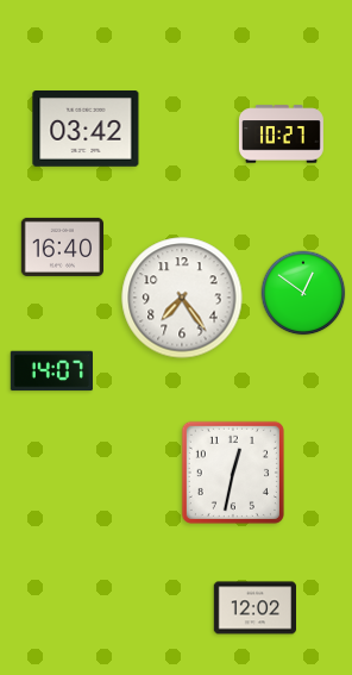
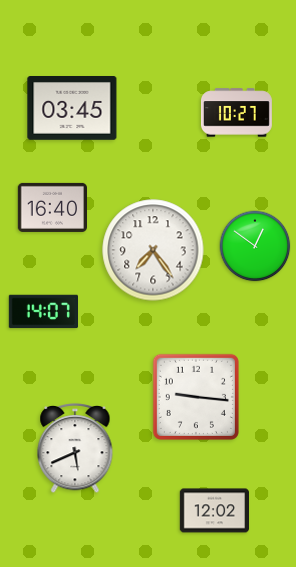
clock at (86, 130): 03:42 -> 03:45
clock at (233, 473): 12:32 -> 9:16
clock at (75, 449): none -> 5:41
